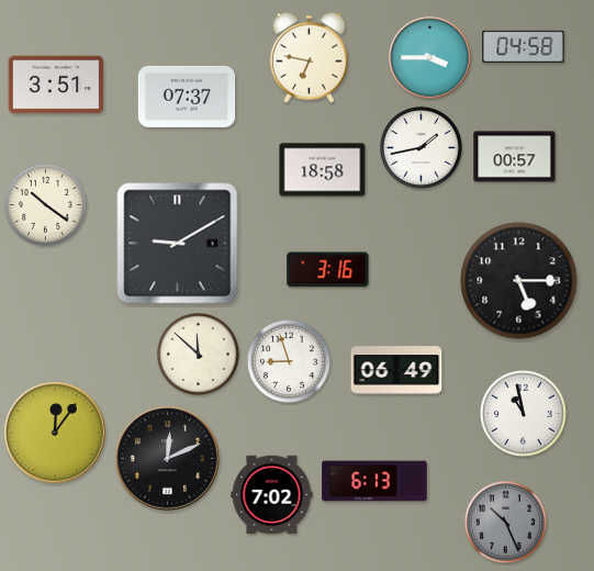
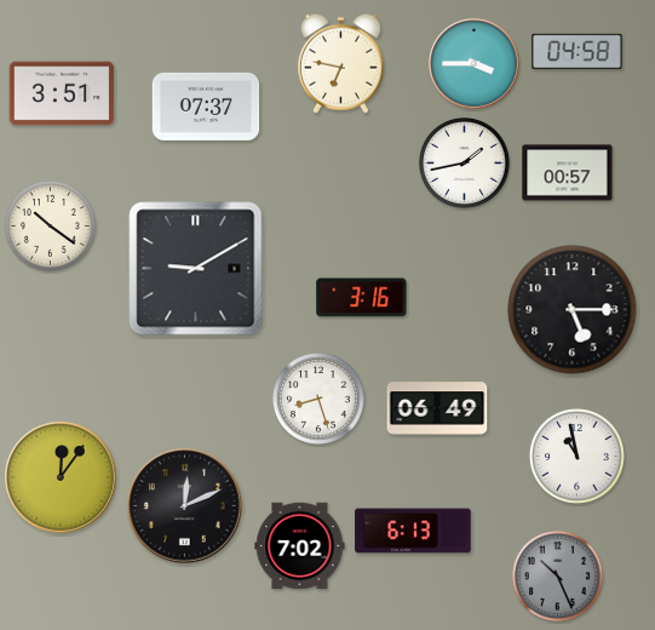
clock at (323, 170): 18:58 -> none
clock at (198, 354): 11:52 -> none
clock at (289, 361): 8:57 -> 8:27
